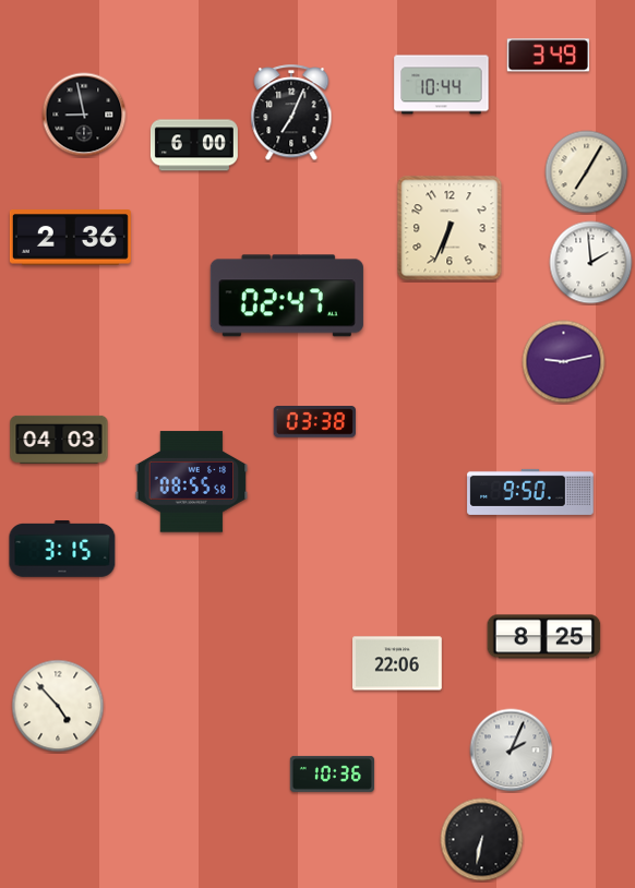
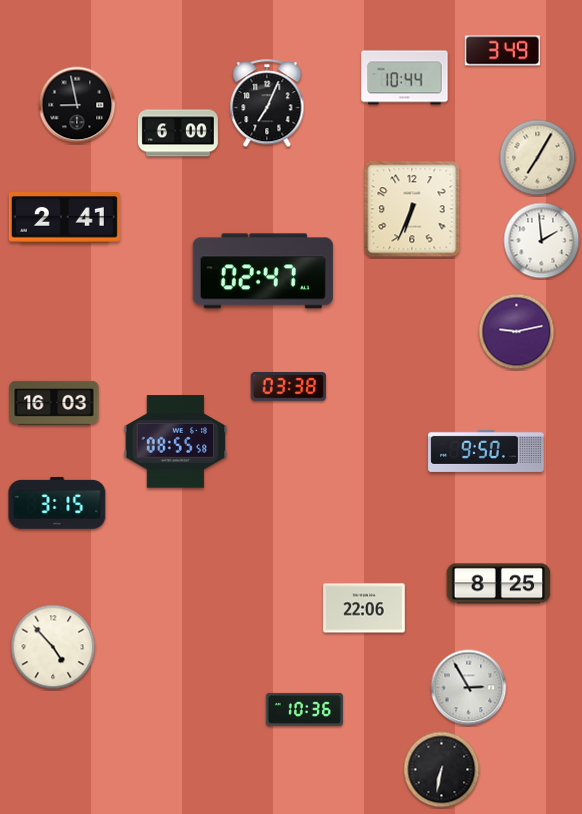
clock at (70, 238): 2:36 -> 2:41
clock at (59, 440): 04:03 -> 16:03
clock at (512, 751): 2:04 -> 2:55
